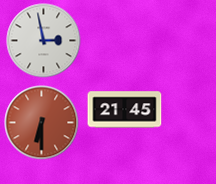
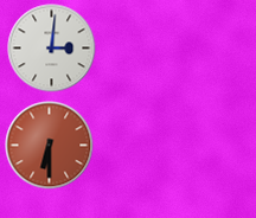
clock at (44, 41): 2:58 -> 3:01
clock at (125, 110): 21:45 -> none
